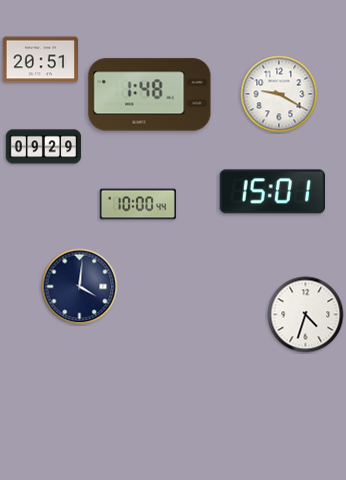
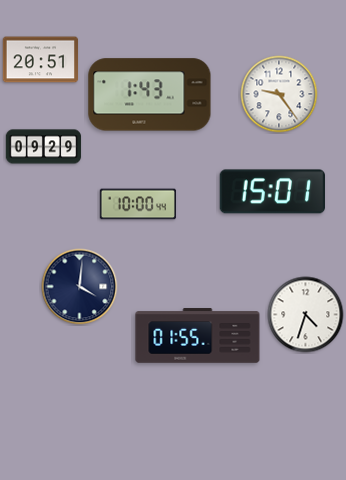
clock at (279, 94): 9:20 -> 9:24
clock at (150, 95): 1:48 -> 1:43
clock at (198, 336): none -> 01:55
